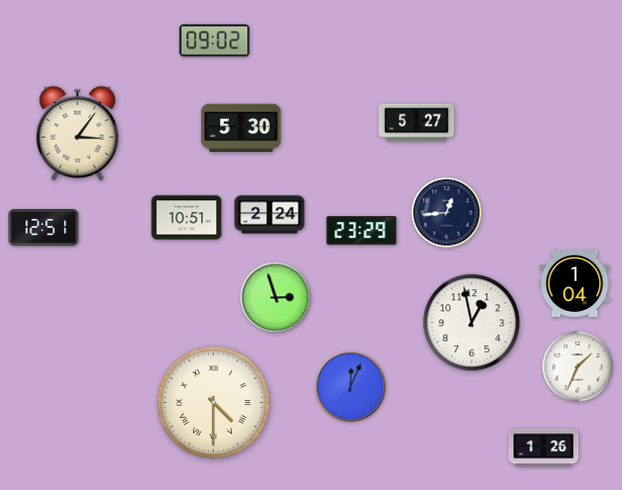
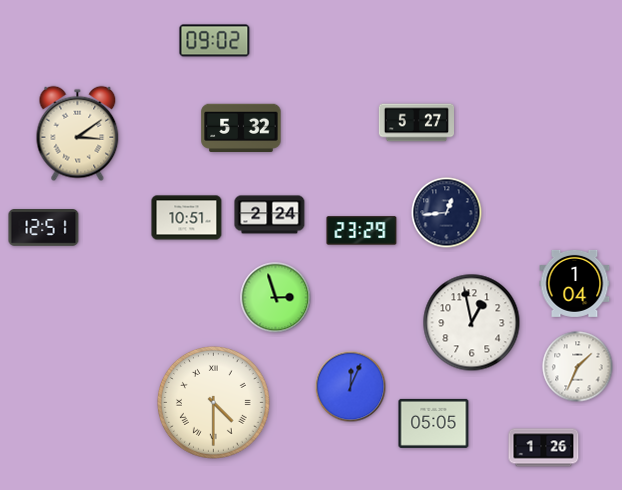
clock at (241, 128): 5:30 -> 5:32
clock at (78, 134): 3:06 -> 3:09
clock at (434, 423): none -> 05:05
